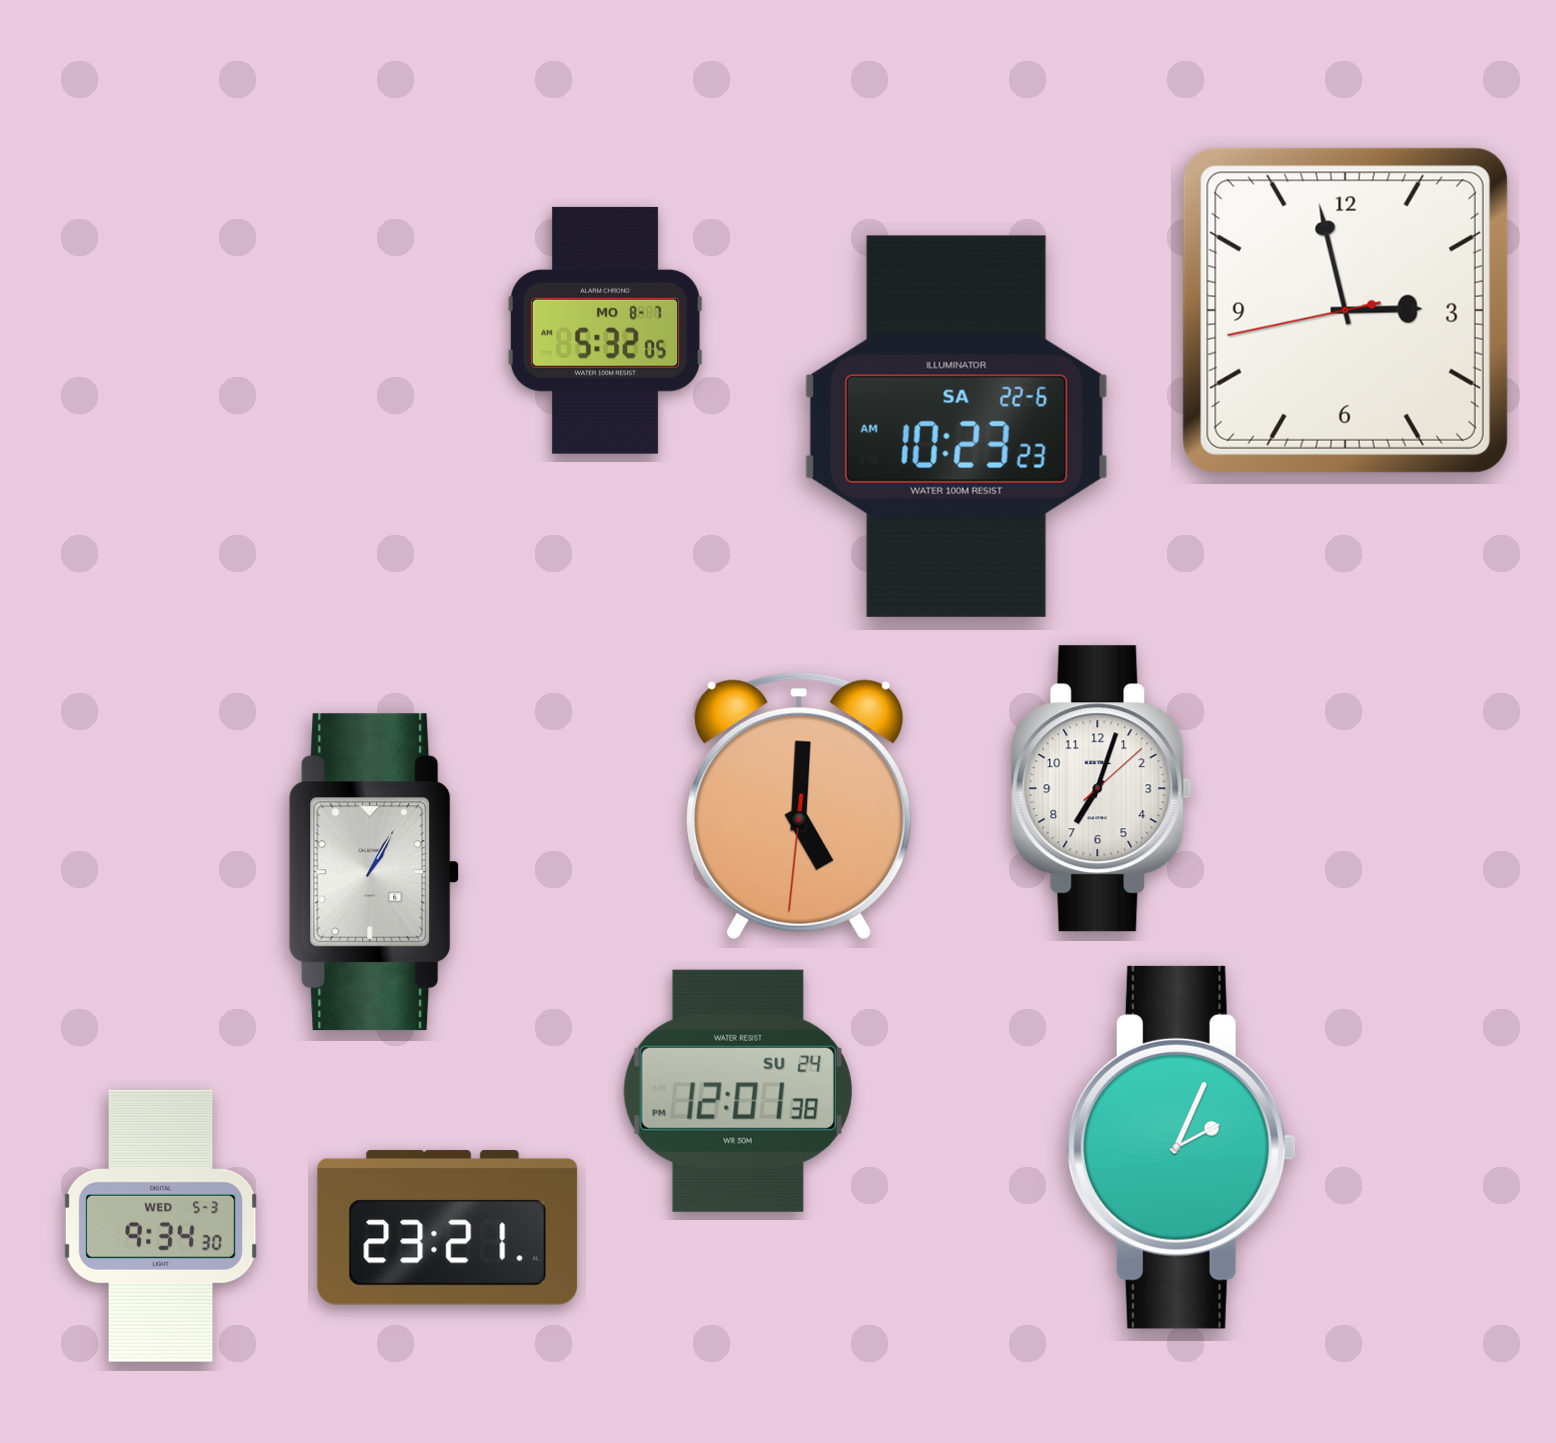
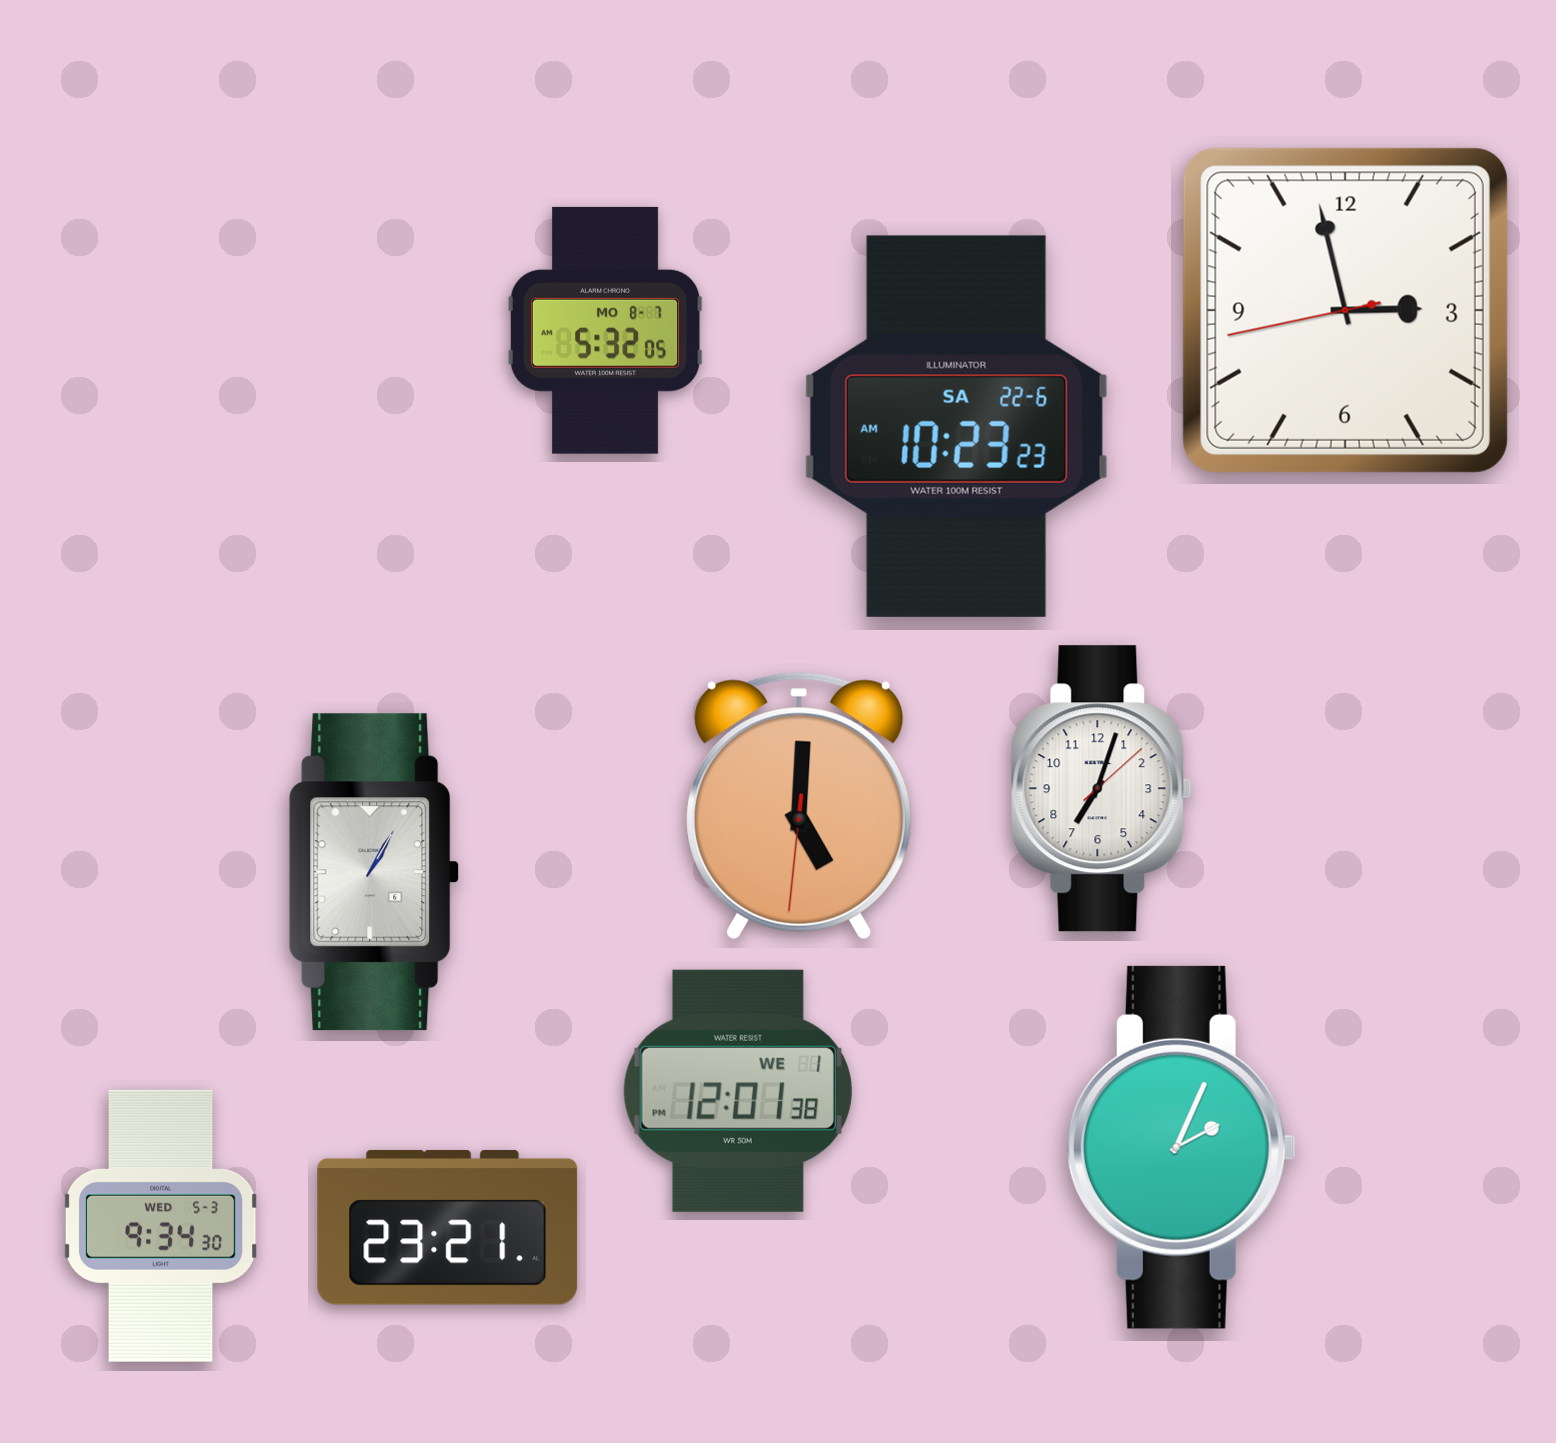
clock at (738, 1091) date: SU 24 -> WE 1
